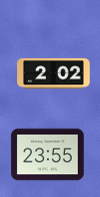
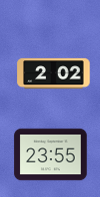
clock at (48, 155) position: (48, 155) -> (51, 155)
